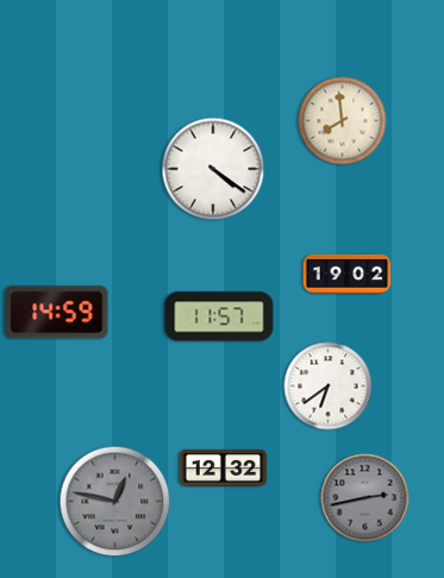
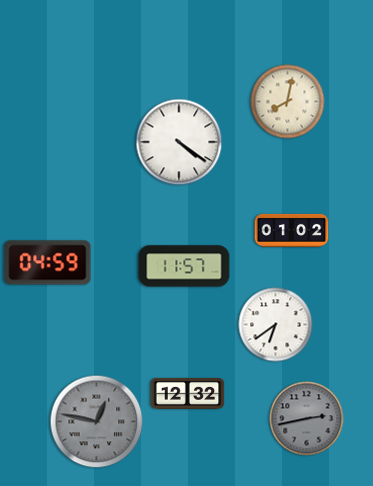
clock at (343, 121): 7:59 -> 8:02
clock at (348, 274): 19:02 -> 01:02
clock at (57, 313): 14:59 -> 04:59
